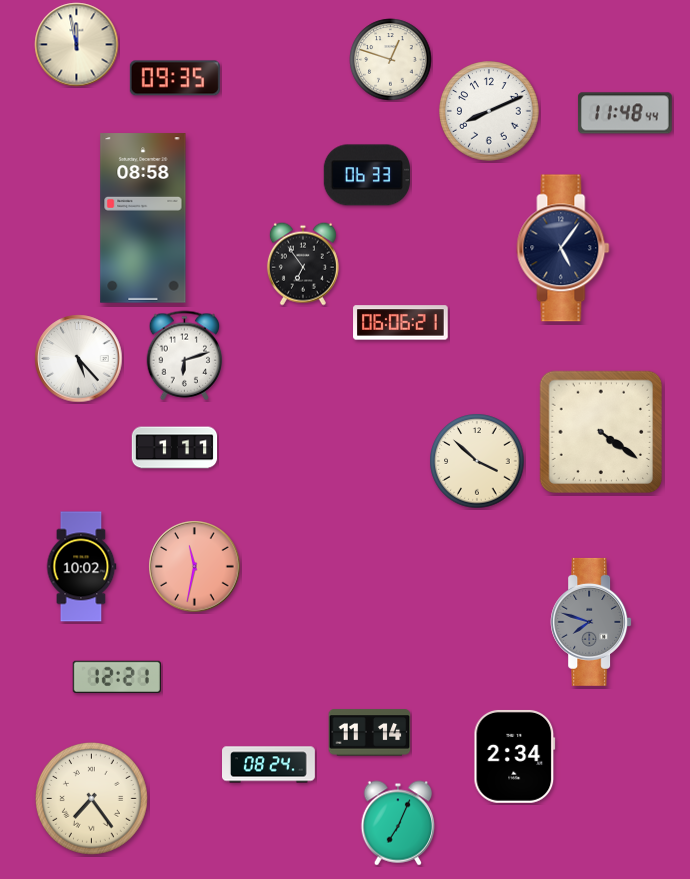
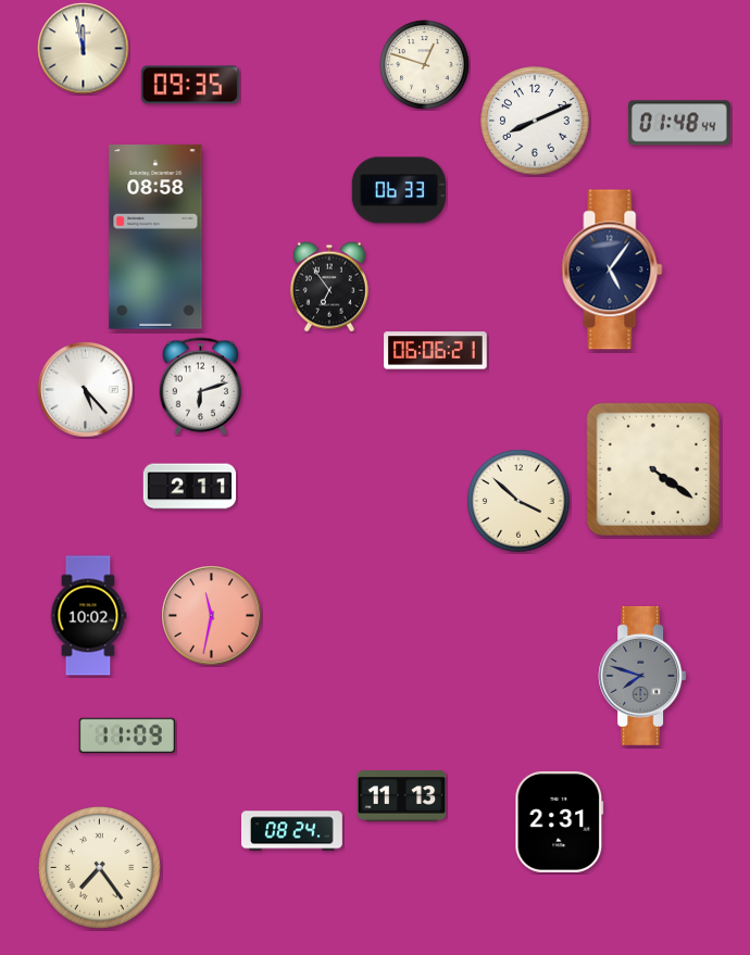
clock at (489, 111) position: (489, 111) -> (535, 121)
clock at (625, 113): 11:48 -> 01:48
clock at (175, 448): 1:11 -> 2:11
clock at (117, 677): 12:21 -> 11:09
clock at (370, 733): 11:14 -> 11:13
clock at (515, 756): 2:34 -> 2:31
clock at (398, 823): 7:04 -> none
